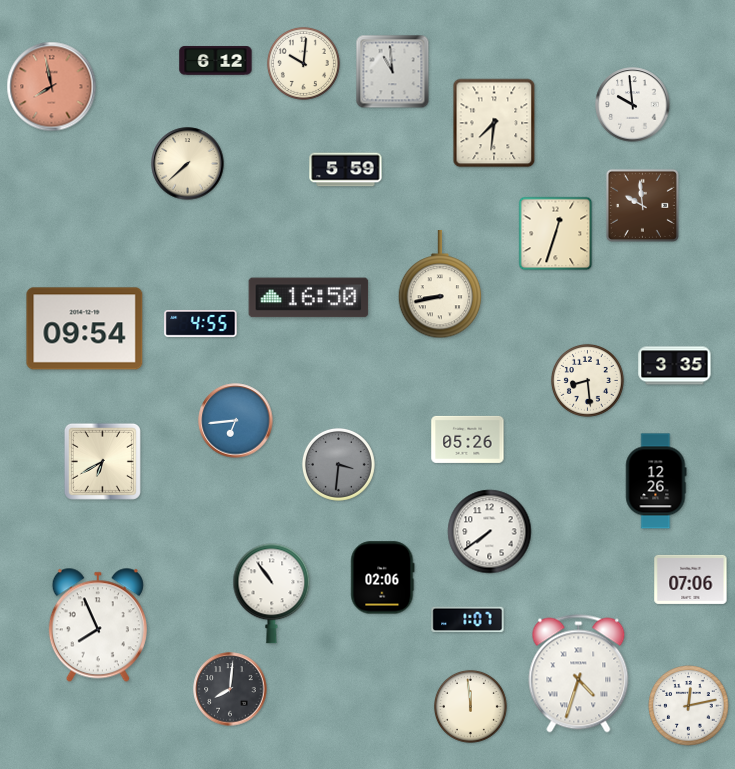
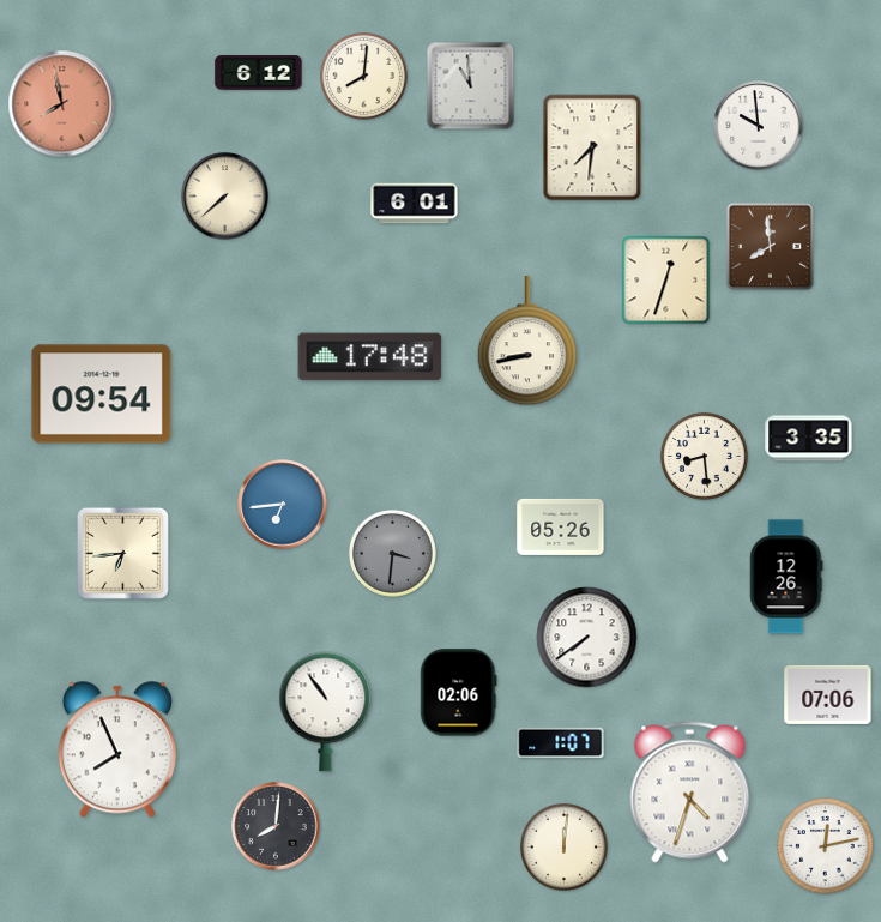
clock at (303, 63): 10:01 -> 8:01
clock at (346, 170): 5:59 -> 6:01
clock at (642, 205): 9:59 -> 7:59
clock at (309, 298): 16:50 -> 17:48
clock at (201, 323): 4:55 -> none
clock at (102, 461): 6:40 -> 6:44
clock at (338, 464) position: (338, 464) -> (392, 553)
clock at (579, 674) position: (579, 674) -> (690, 793)
clock at (470, 706): 11:59 -> 12:01
